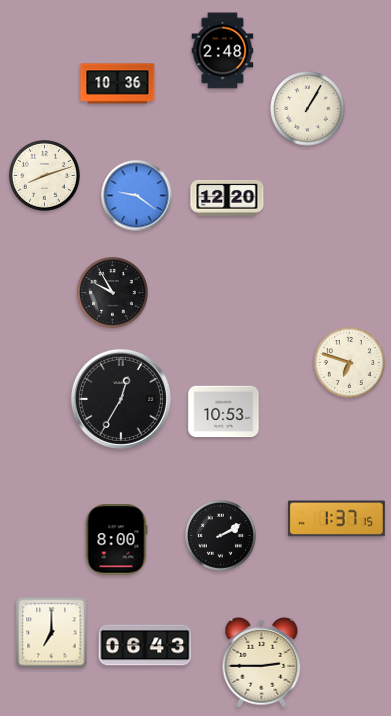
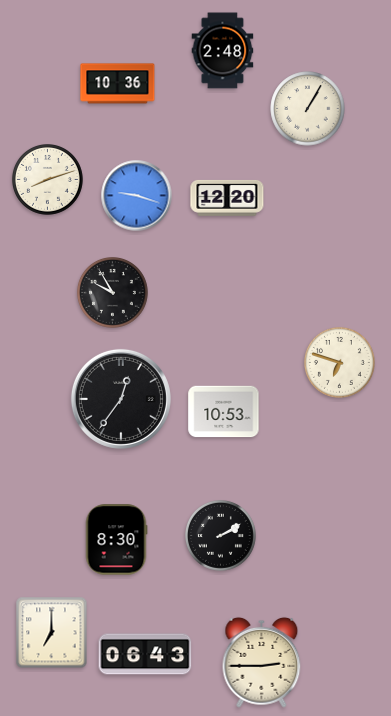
clock at (45, 176) position: (45, 176) -> (48, 180)
clock at (137, 196): 9:21 -> 9:18
clock at (350, 363) position: (350, 363) -> (340, 363)
clock at (121, 399): 12:35 -> 12:36
clock at (336, 519): 1:37 -> none
clock at (116, 540): 8:00 -> 8:30
clock at (145, 645) position: (145, 645) -> (145, 654)
